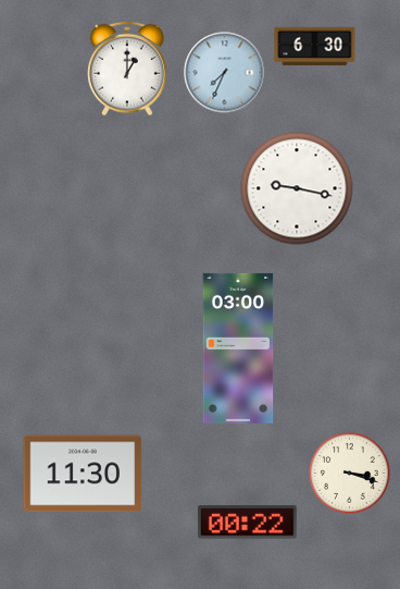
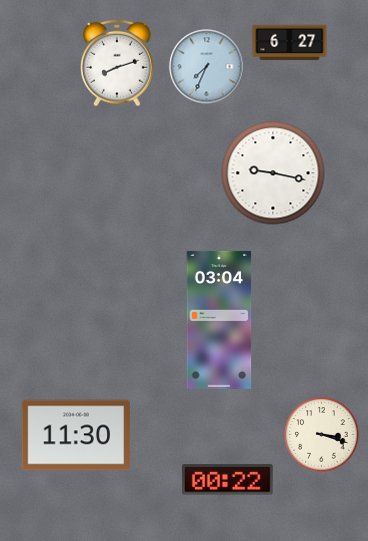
clock at (315, 47): 6:30 -> 6:27
clock at (128, 69): 1:00 -> 8:12
clock at (238, 348): 03:00 -> 03:04
